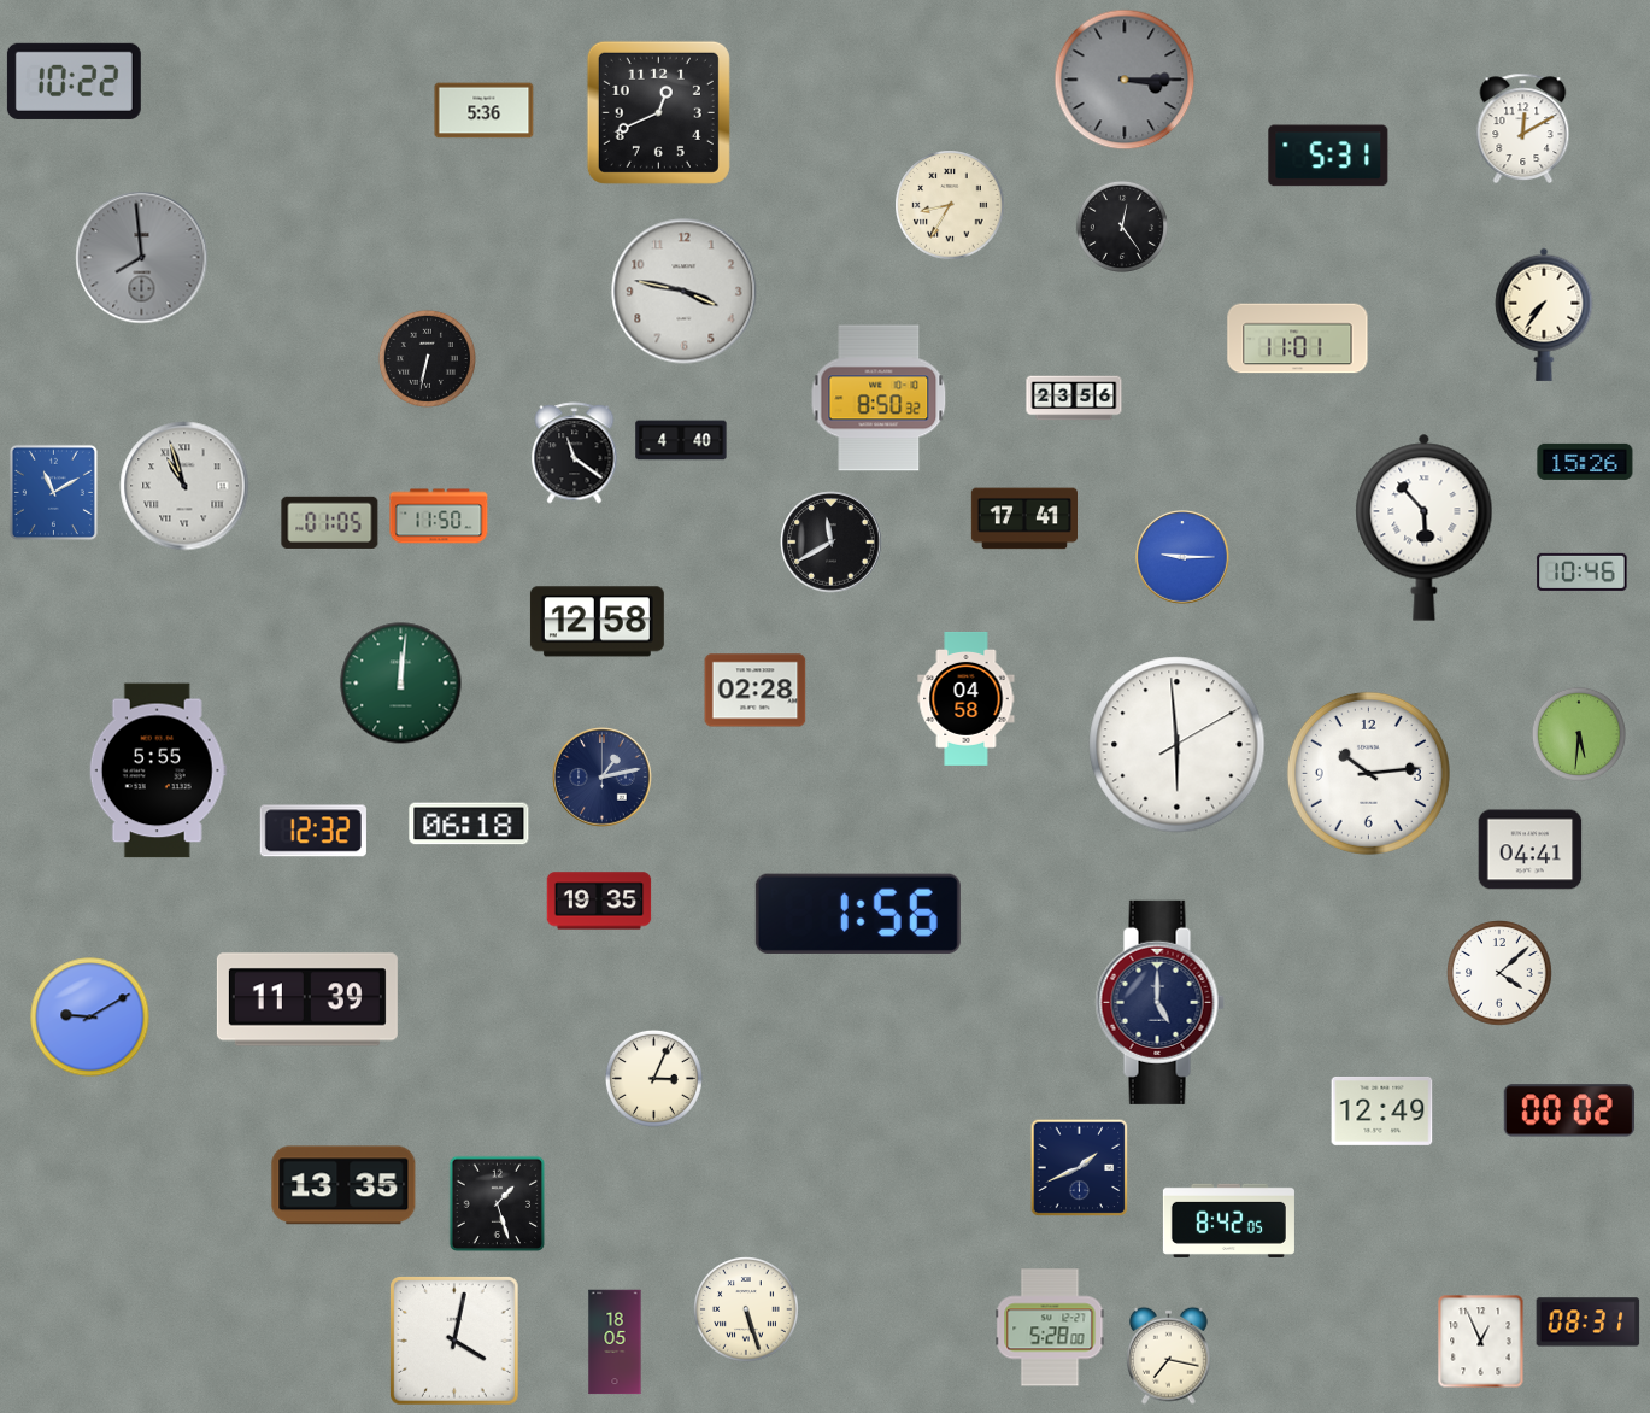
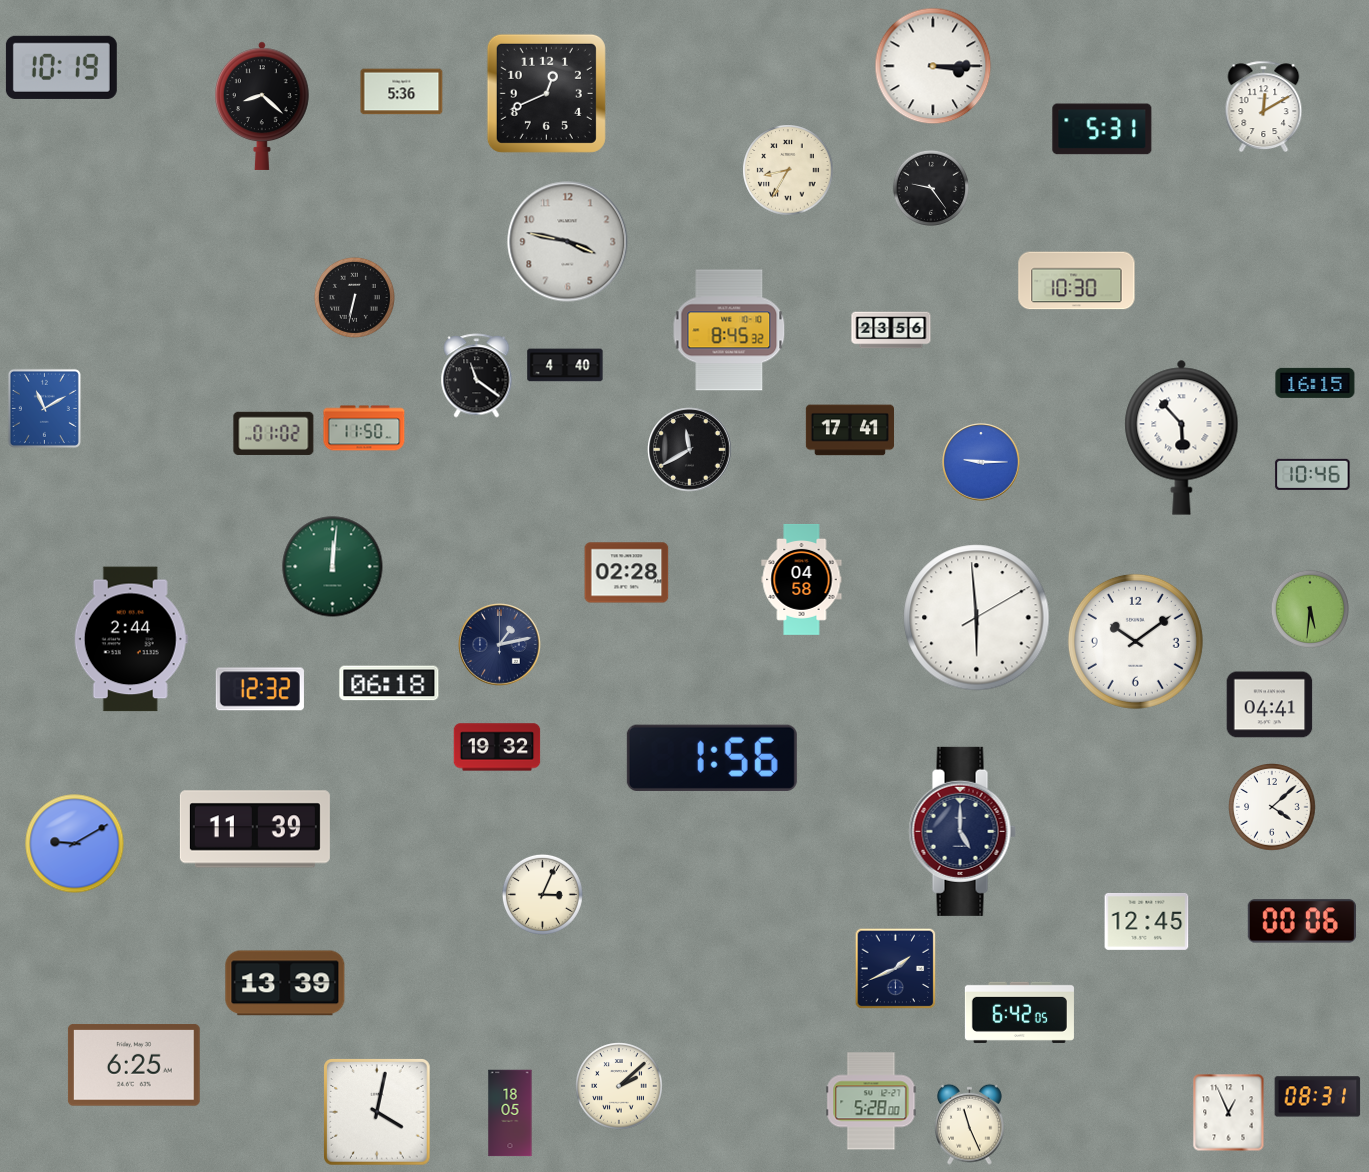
clock at (1125, 80) dial: grey -> white
clock at (74, 81): 10:22 -> 10:19
clock at (263, 106): none -> 8:22
clock at (1122, 227): 12:24 -> 9:24
clock at (142, 258): 7:59 -> none
clock at (1544, 315): 7:36 -> none
clock at (1298, 339): 11:01 -> 10:30
clock at (879, 398): 8:50 -> 8:45
clock at (1585, 462): 15:26 -> 16:15
clock at (184, 486): 10:57 -> none
clock at (330, 522): 01:05 -> 01:02
clock at (597, 622): 12:58 -> none
clock at (158, 770): 5:55 -> 2:44
clock at (1368, 773): 10:14 -> 10:09
clock at (599, 901): 19:35 -> 19:32
clock at (1499, 973) position: (1499, 973) -> (1272, 807)
clock at (1382, 1110): 12:49 -> 12:45
clock at (1569, 1110): 00:02 -> 00:06
clock at (343, 1185): 13:35 -> 13:39
clock at (498, 1204): 1:27 -> none
clock at (1228, 1220): 8:42 -> 6:42
clock at (134, 1066): none -> 6:25
clock at (746, 1309): 5:27 -> 2:08
clock at (1169, 1355): 7:17 -> 11:26
